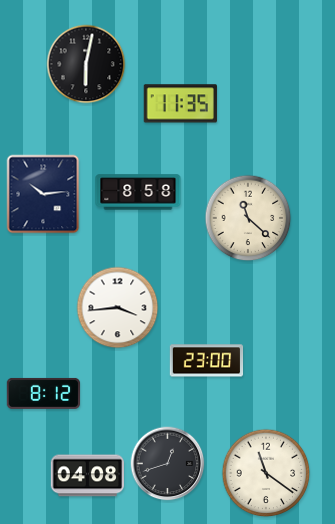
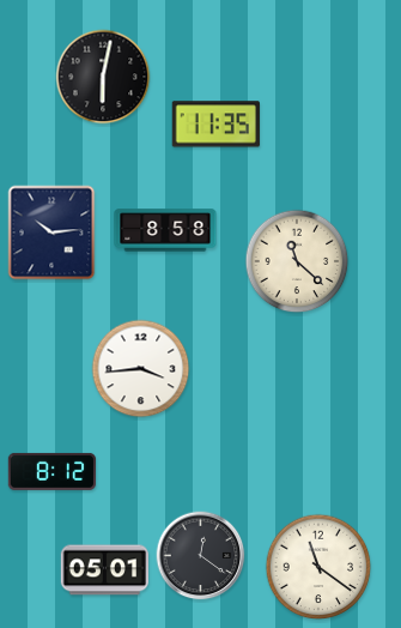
clock at (207, 361): 23:00 -> none
clock at (168, 464): 12:42 -> 12:21
clock at (87, 476): 04:08 -> 05:01
